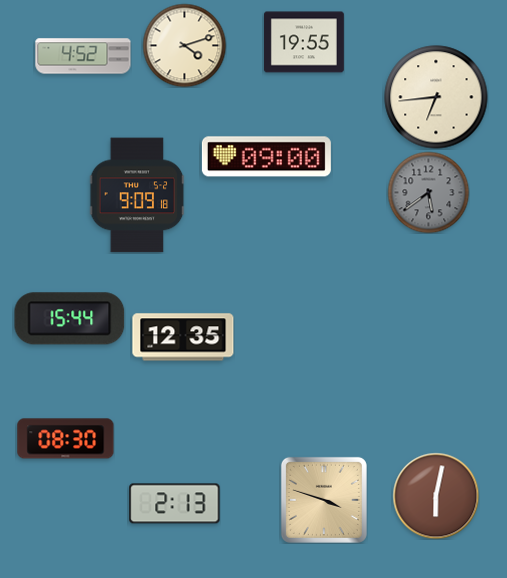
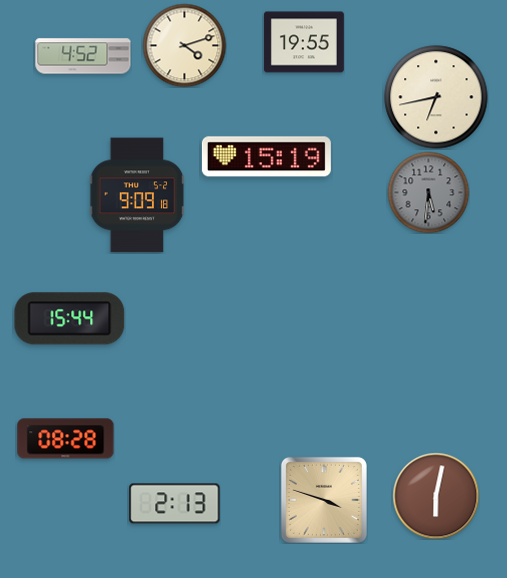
clock at (436, 97): 6:44 -> 6:43
clock at (266, 157): 09:00 -> 15:19
clock at (428, 192): 5:39 -> 5:31
clock at (183, 337): 12:35 -> none
clock at (66, 439): 08:30 -> 08:28
